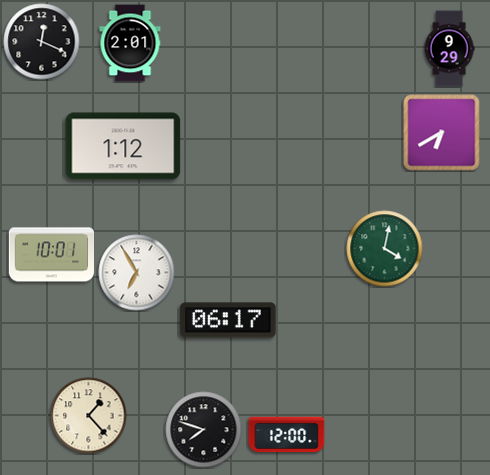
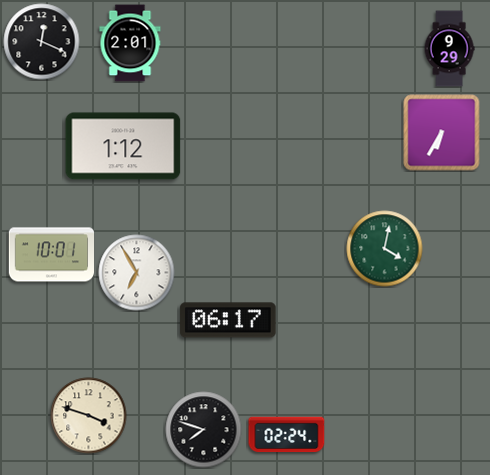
clock at (442, 133): 6:40 -> 6:35
clock at (89, 416): 1:23 -> 3:48
clock at (287, 435): 12:00 -> 02:24
